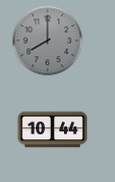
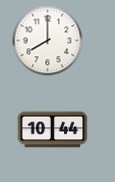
clock at (48, 41) dial: grey -> white
